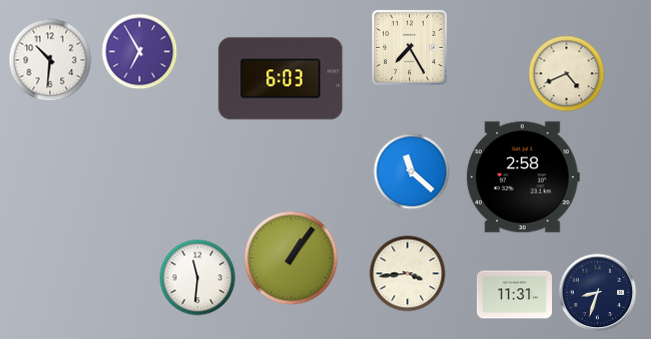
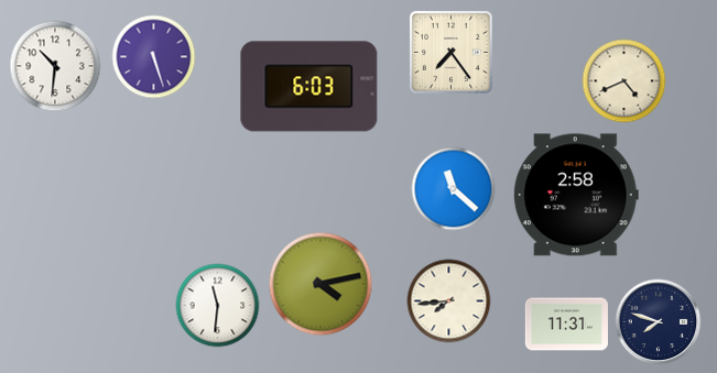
clock at (409, 47): 7:25 -> 7:24
clock at (140, 52): 6:55 -> 5:27
clock at (291, 258): 1:06 -> 4:13
clock at (408, 274): 3:44 -> 7:44
clock at (598, 293): 8:33 -> 7:48
